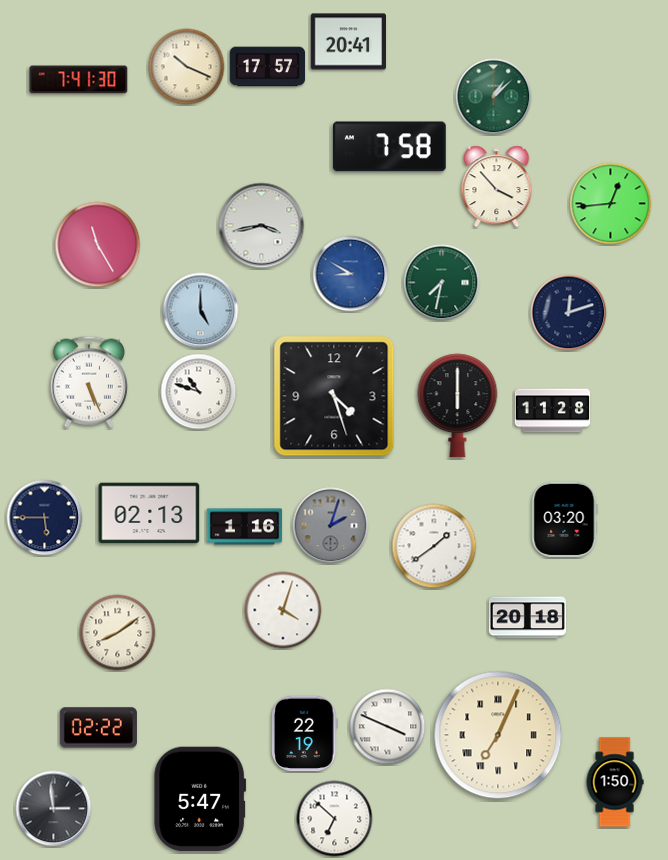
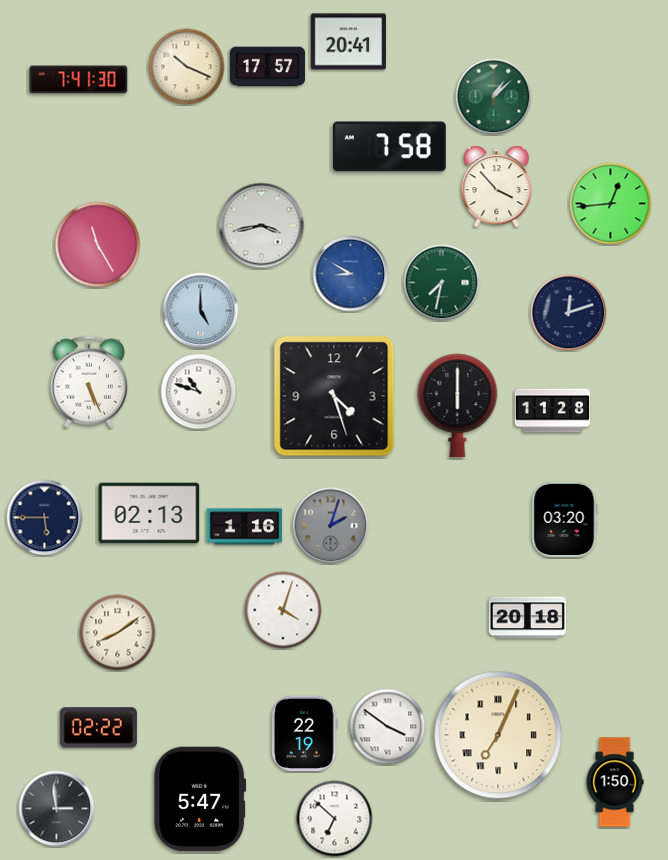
clock at (434, 546): 1:39 -> none
clock at (388, 727): 3:49 -> 3:51
clock at (54, 809) position: (54, 809) -> (57, 809)
